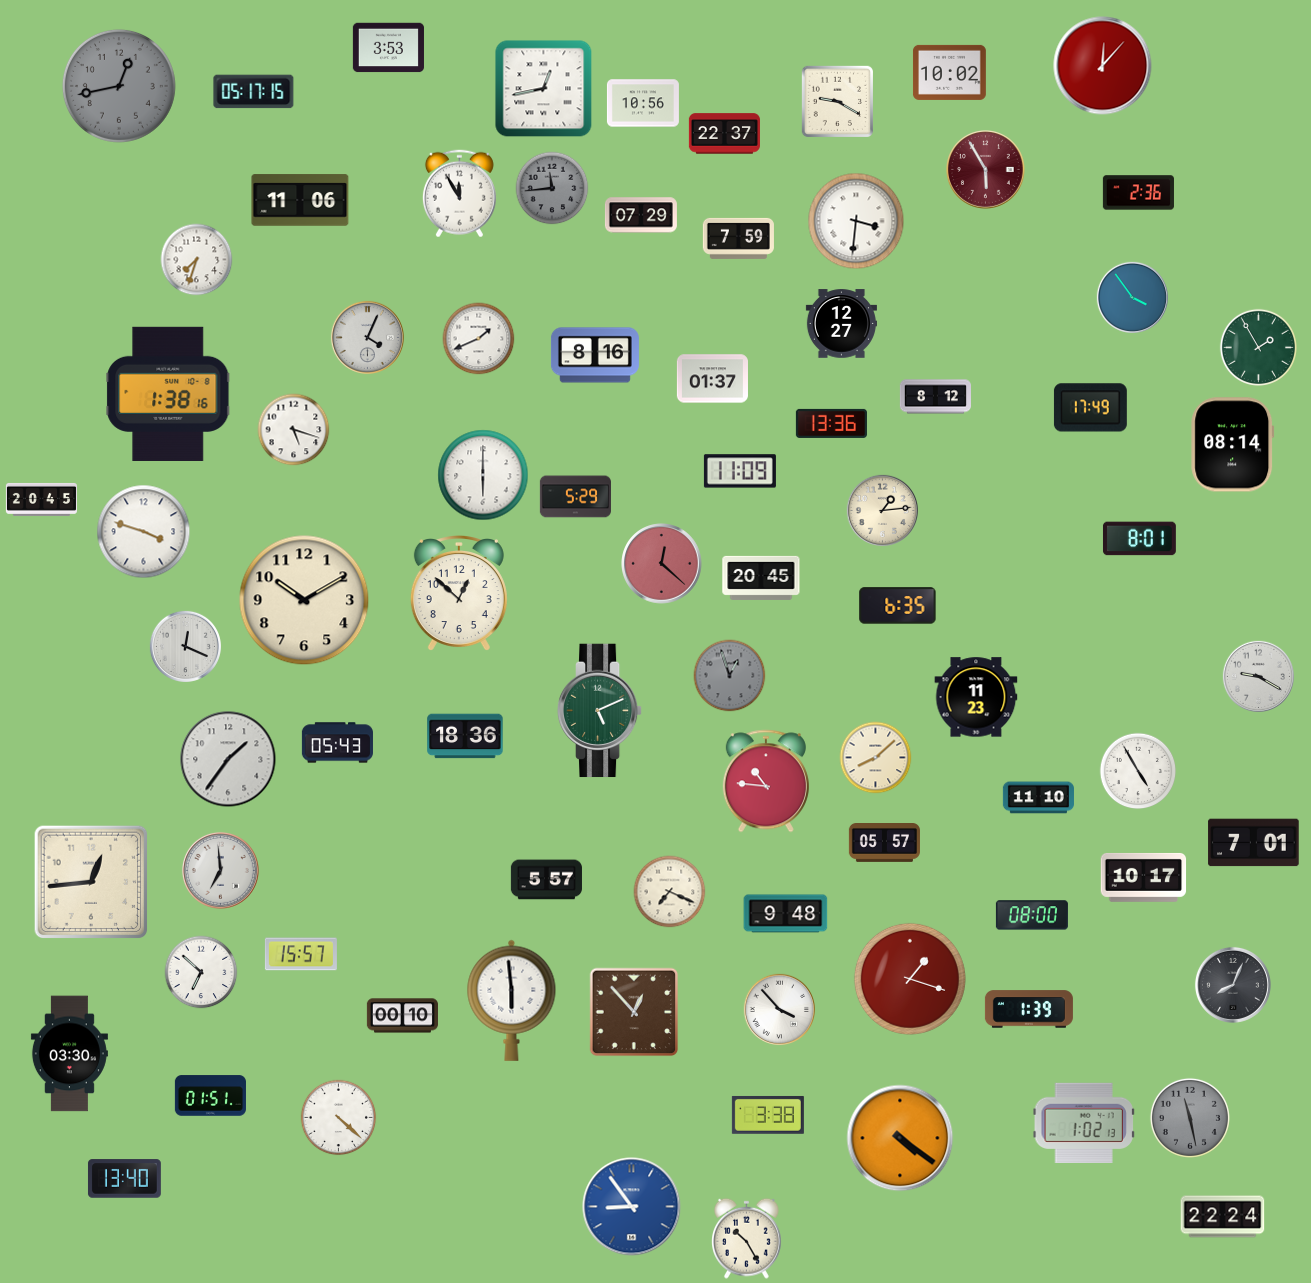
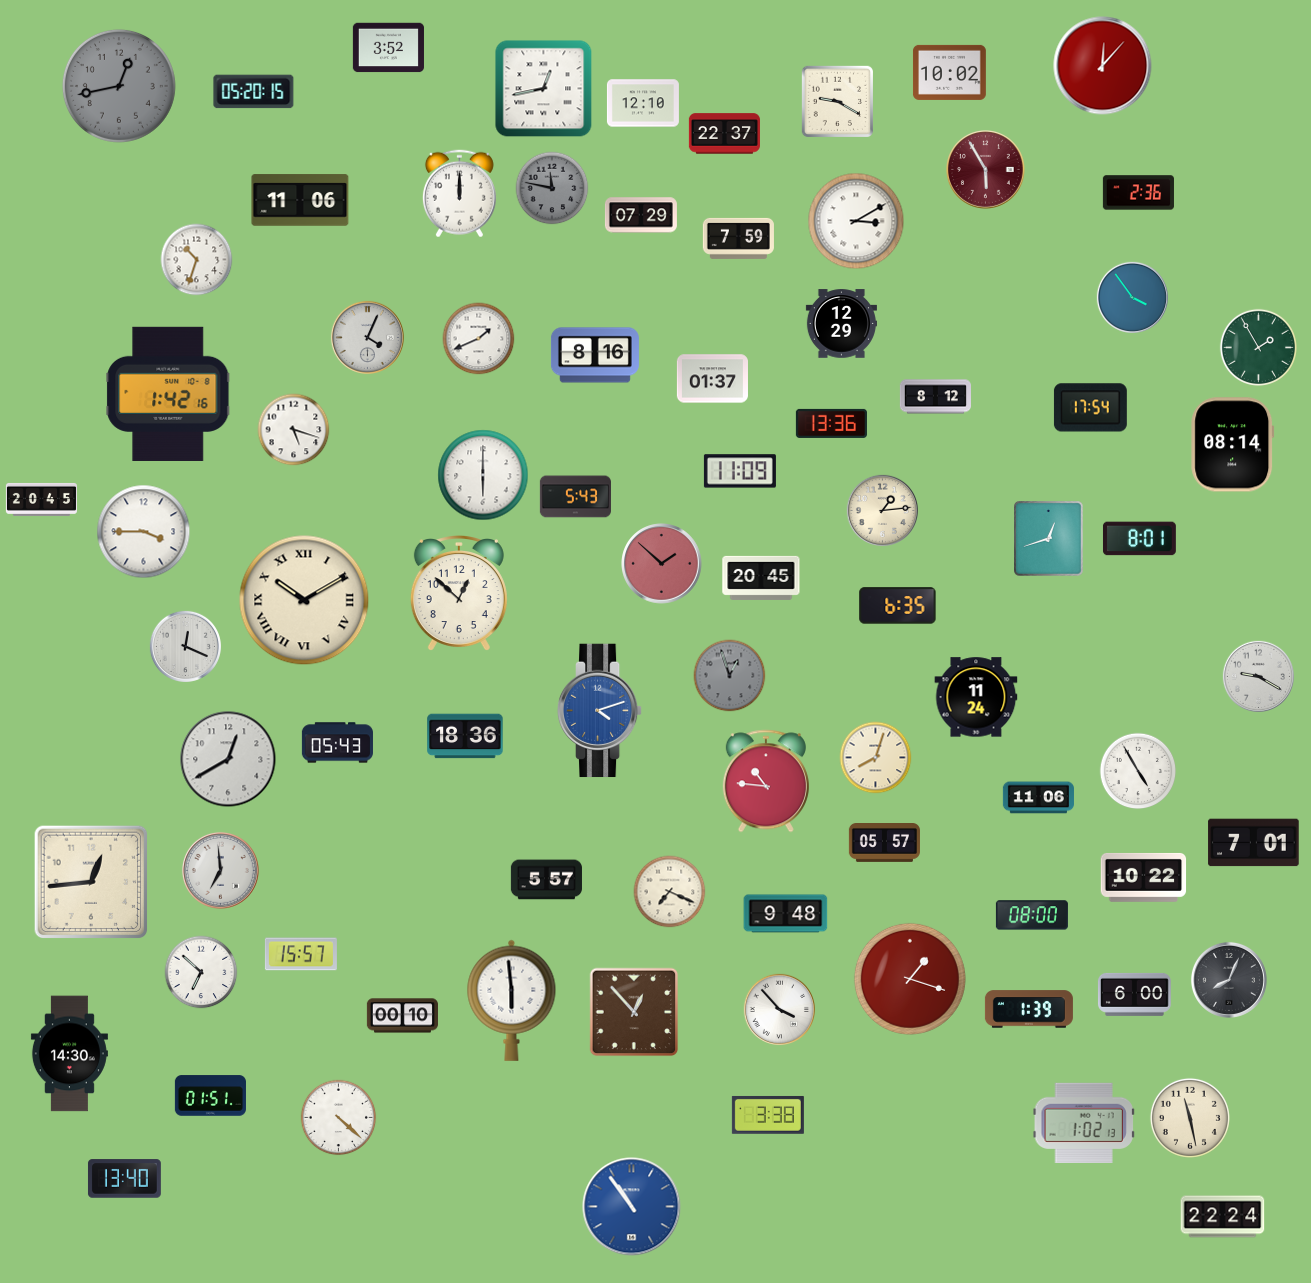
clock at (388, 48): 3:53 -> 3:52
clock at (254, 92): 05:17 -> 05:20
clock at (643, 103): 10:56 -> 12:10
clock at (552, 188): 11:44 -> 11:47
clock at (459, 194): 11:55 -> 12:00
clock at (856, 221): 3:31 -> 3:10
clock at (197, 260): 7:33 -> 10:33
clock at (841, 324): 12:27 -> 12:29
clock at (168, 394): 1:38 -> 1:42
clock at (1090, 408): 17:49 -> 17:54
clock at (575, 497): 5:29 -> 5:43
clock at (144, 532): 3:48 -> 3:45
clock at (1049, 539): none -> 12:42
clock at (662, 564): 12:22 -> 1:52
clock at (304, 600) numerals: Arabic -> Roman
clock at (976, 697): 11:23 -> 11:24
clock at (600, 711): 5:11 -> 4:12
clock at (600, 711) dial: green -> blue
clock at (876, 758): 8:08 -> 8:03
clock at (228, 759): 1:36 -> 12:40
clock at (1038, 798): 11:10 -> 11:06
clock at (1144, 877): 10:17 -> 10:22
clock at (1233, 985) position: (1233, 985) -> (1229, 980)
clock at (1134, 994): none -> 6:00
clock at (69, 1054): 03:30 -> 14:30
clock at (1190, 1118) dial: grey -> cream
clock at (900, 1138): 4:21 -> none
clock at (632, 1207): 8:54 -> 10:54
clock at (747, 1238): 10:25 -> none
